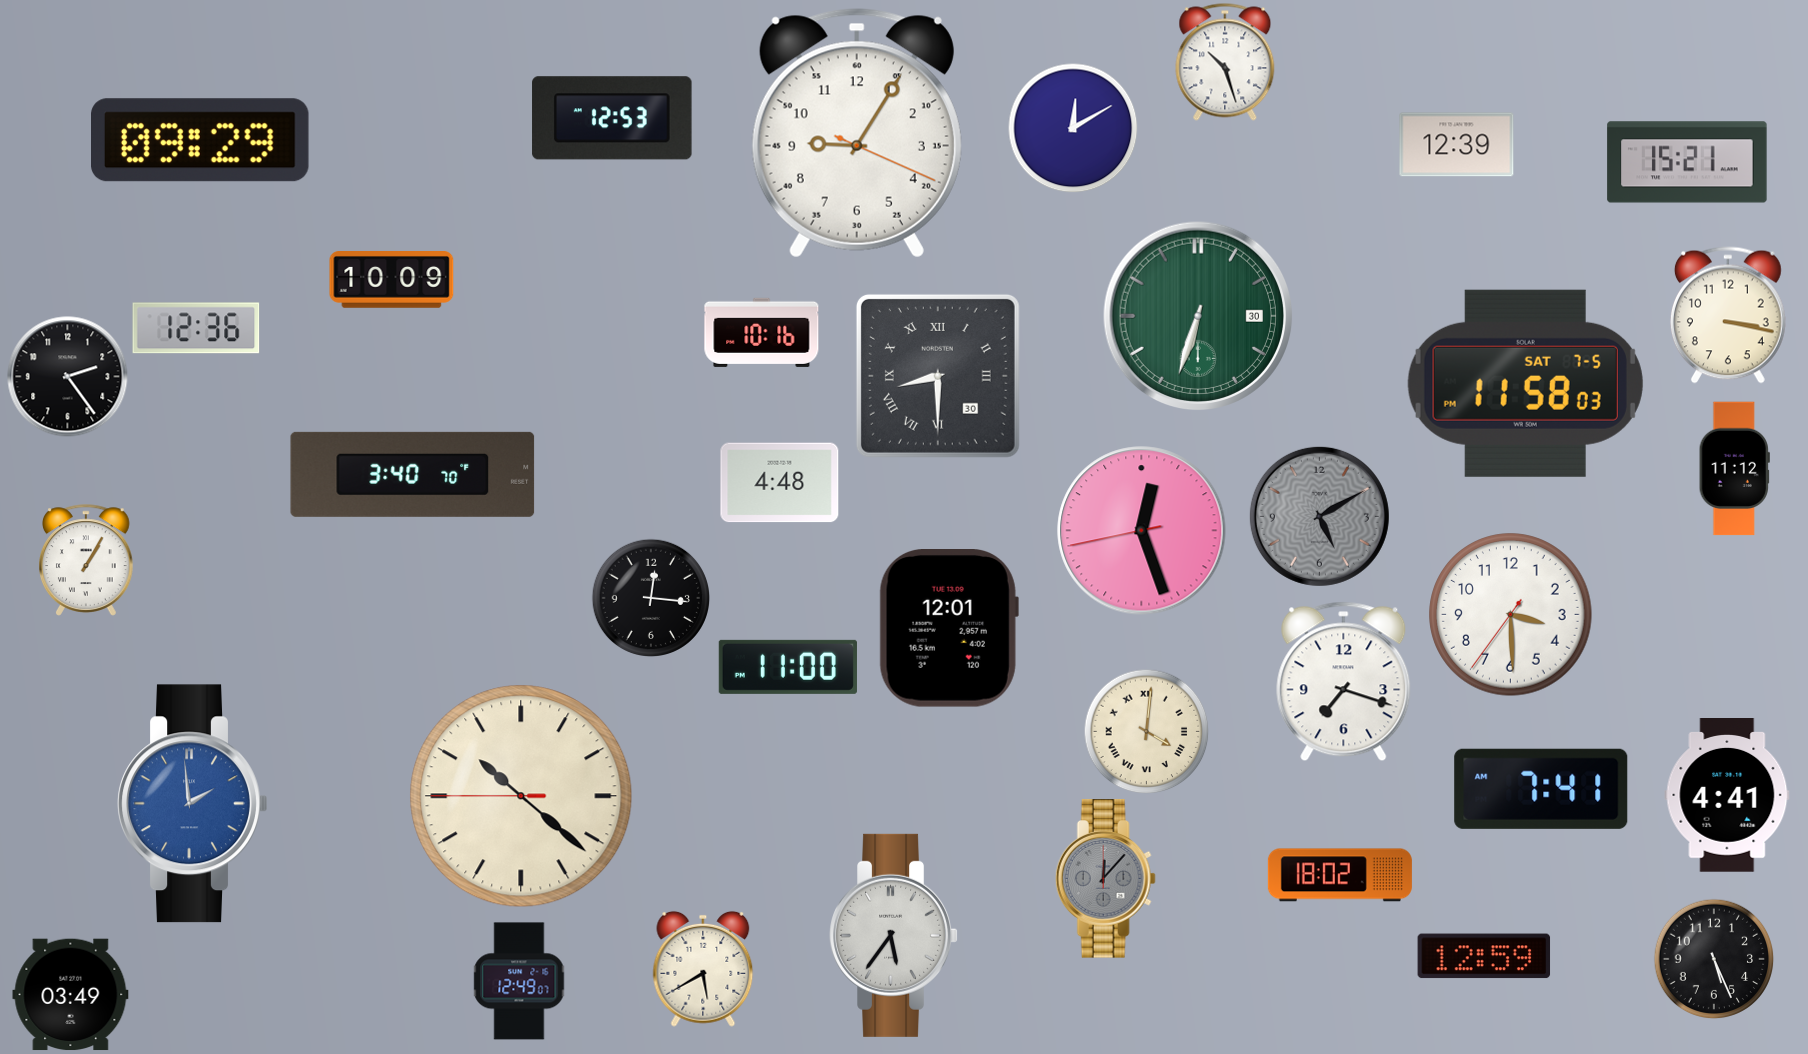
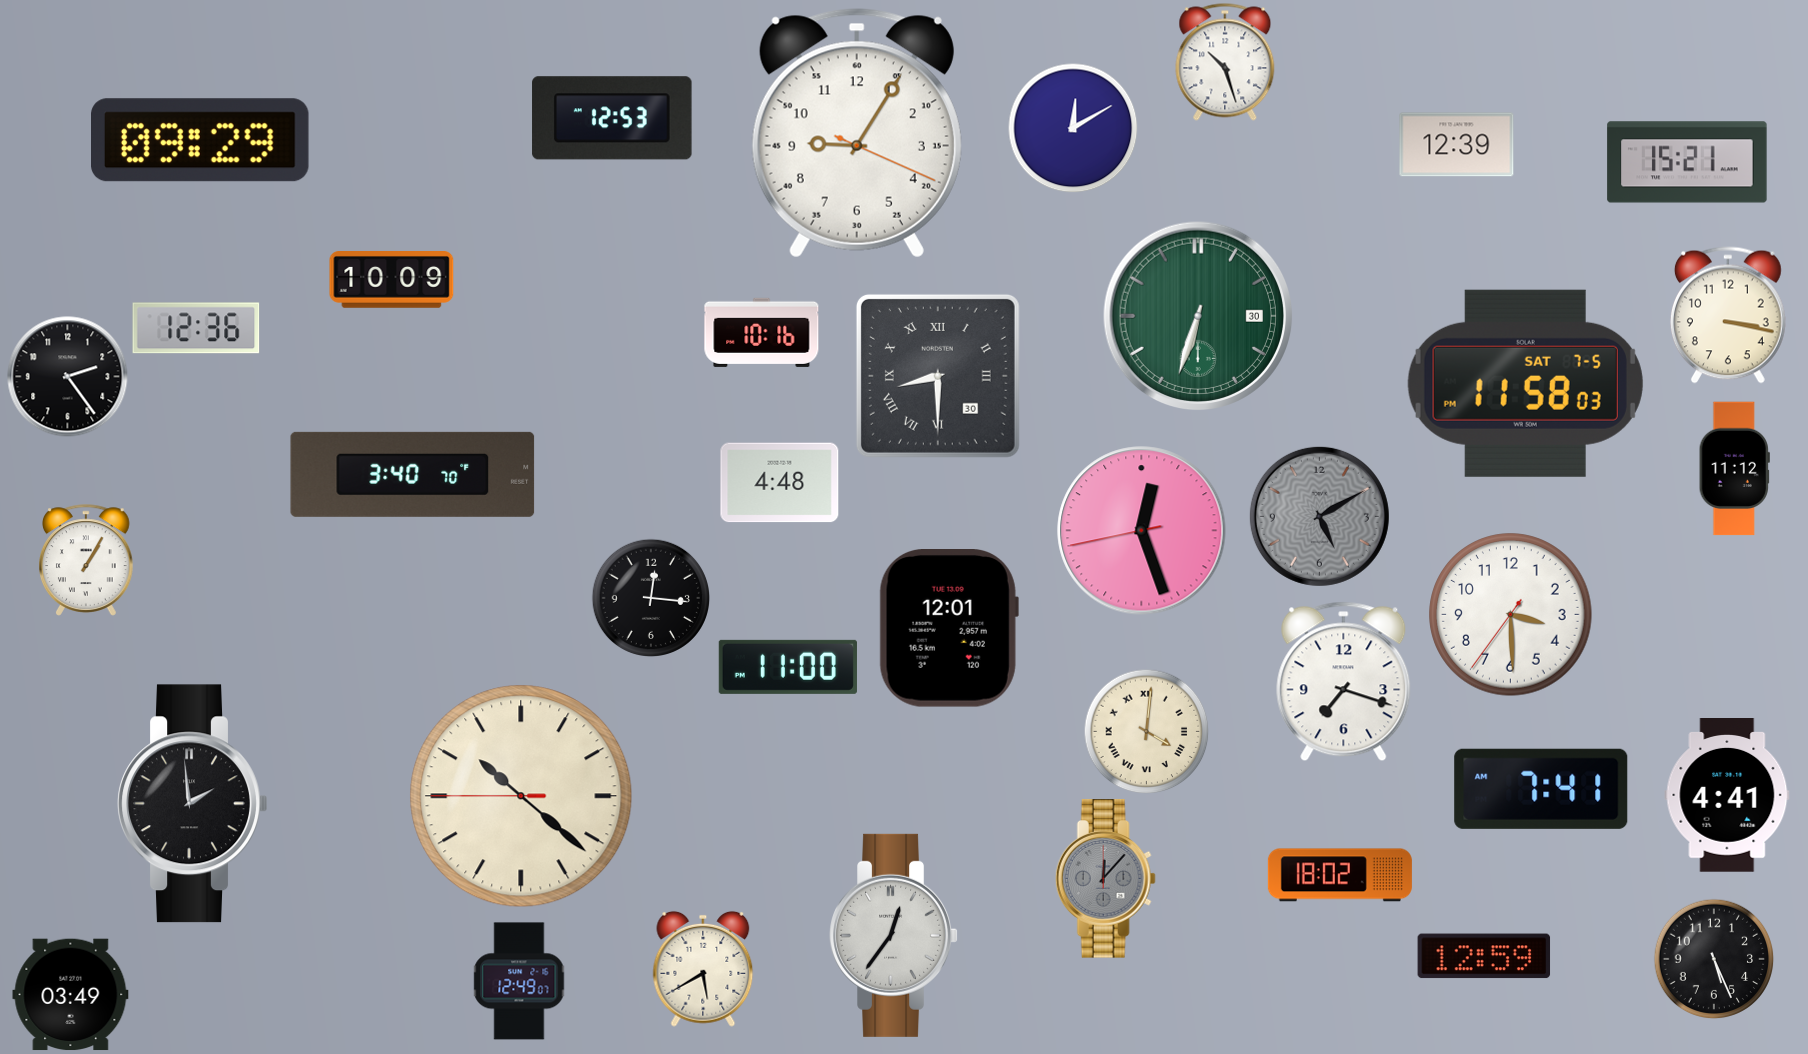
clock at (193, 804) dial: blue -> black
clock at (894, 935): 5:36 -> 12:36
